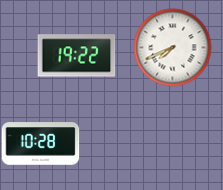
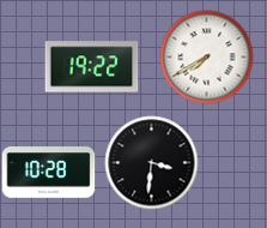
clock at (172, 47): 7:41 -> 7:40
clock at (151, 162): none -> 3:31
